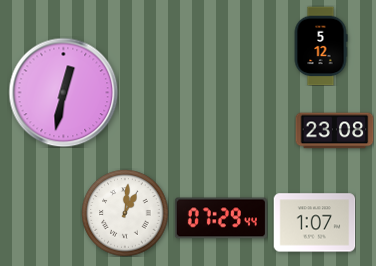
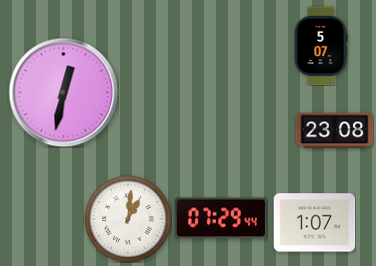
clock at (321, 46): 5:12 -> 5:07
clock at (125, 213) position: (125, 213) -> (128, 219)
